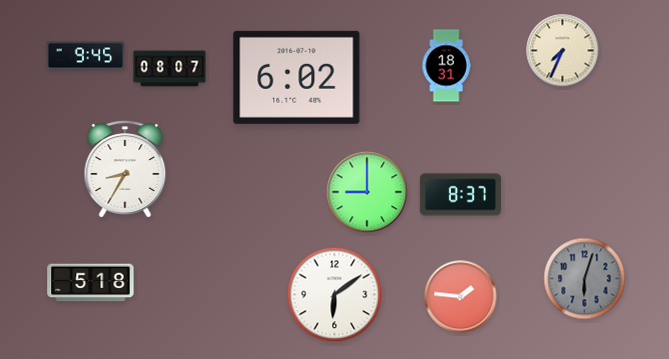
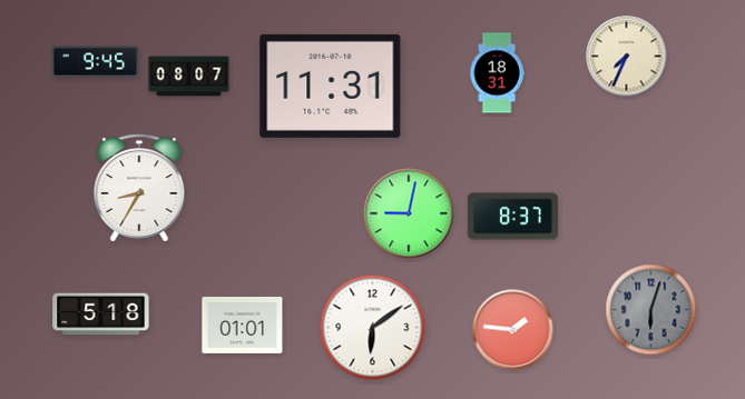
clock at (297, 77): 6:02 -> 11:31
clock at (367, 192): 9:00 -> 9:02
clock at (243, 325): none -> 01:01
